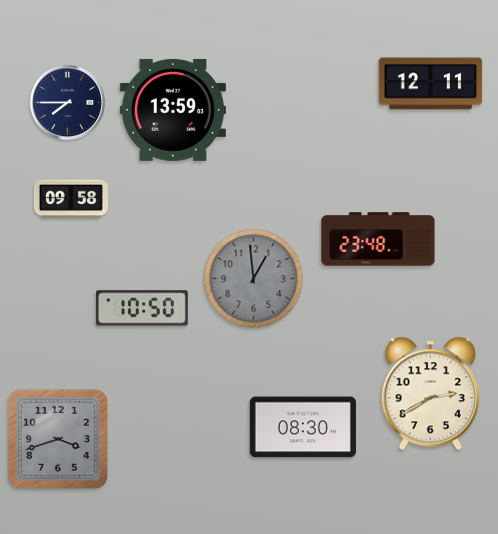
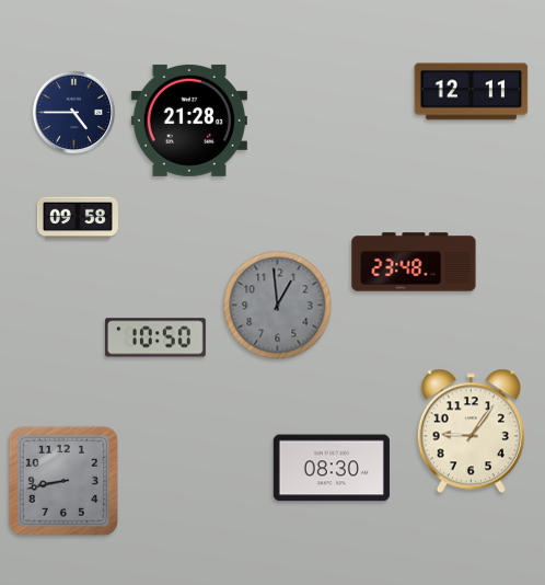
clock at (68, 103): 7:45 -> 4:45
clock at (173, 110): 13:59 -> 21:28
clock at (430, 394): 2:40 -> 9:06
clock at (58, 439): 3:42 -> 8:43
